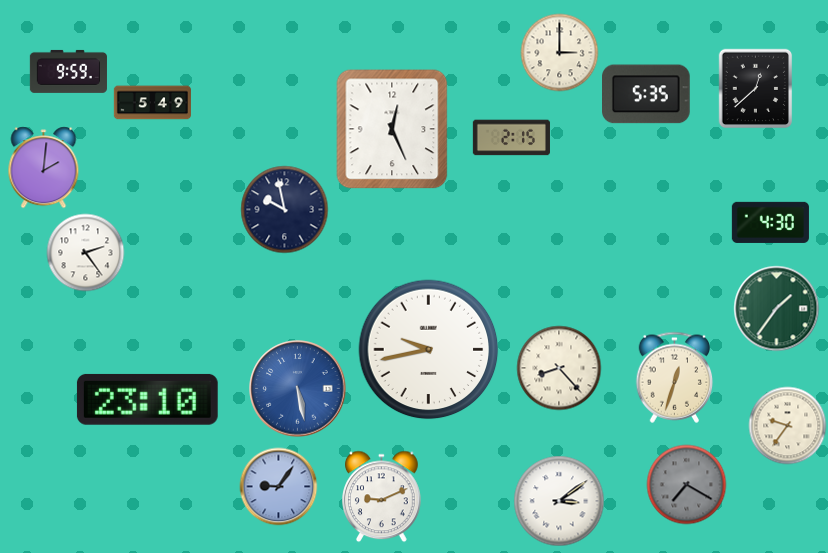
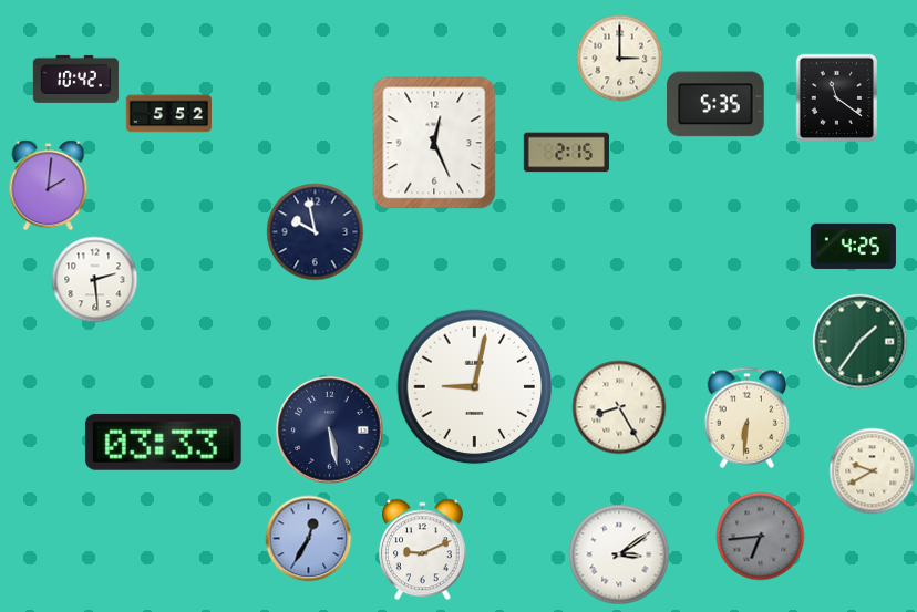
clock at (68, 71): 9:59 -> 10:42
clock at (756, 88): 12:38 -> 11:21
clock at (152, 103): 5:49 -> 5:52
clock at (770, 222): 4:30 -> 4:25
clock at (85, 252): 2:24 -> 2:29
clock at (429, 350): 9:43 -> 9:02
clock at (559, 368): 8:23 -> 8:25
clock at (675, 377): 12:33 -> 6:31
clock at (298, 389) dial: blue -> navy
clock at (147, 399): 23:10 -> 03:33
clock at (787, 425): 9:36 -> 9:40
clock at (686, 484): 7:20 -> 6:44
clock at (278, 486): 9:06 -> 12:35
